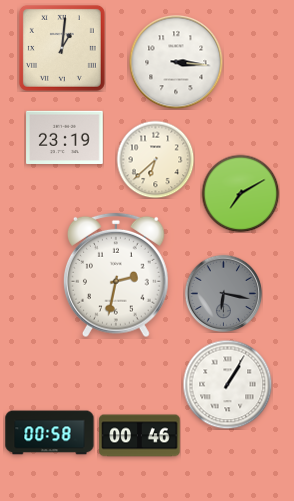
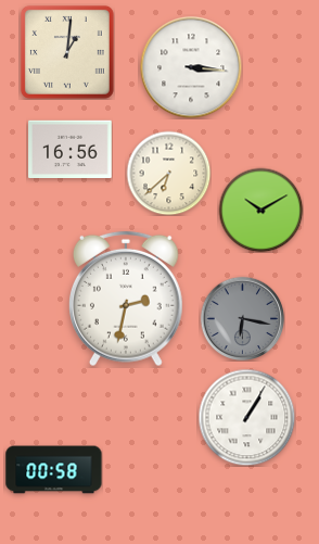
clock at (65, 137): 23:19 -> 16:56
clock at (240, 193): 7:10 -> 10:10
clock at (140, 436): 00:46 -> none
